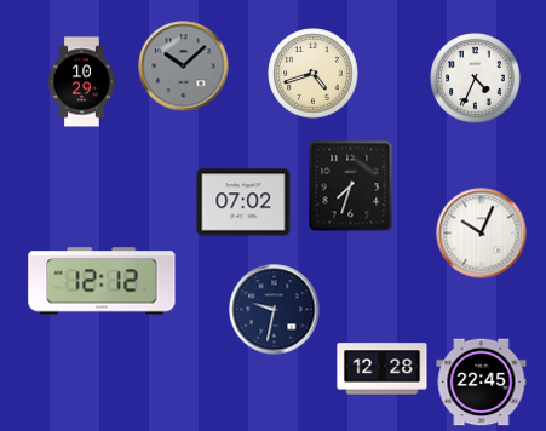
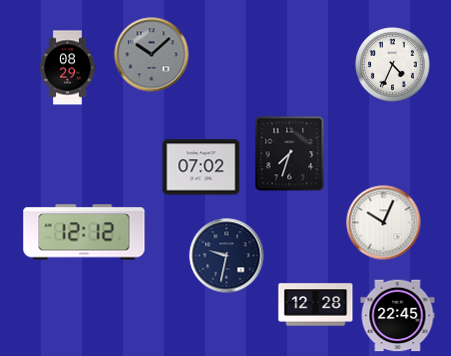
clock at (314, 74): 4:42 -> none
clock at (82, 82): 10:29 -> 08:29
clock at (482, 234) position: (482, 234) -> (384, 223)
